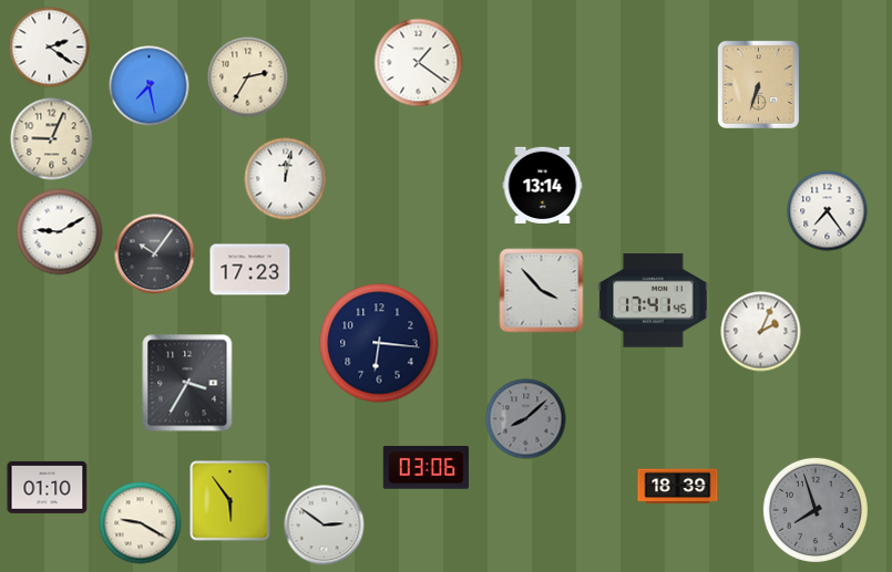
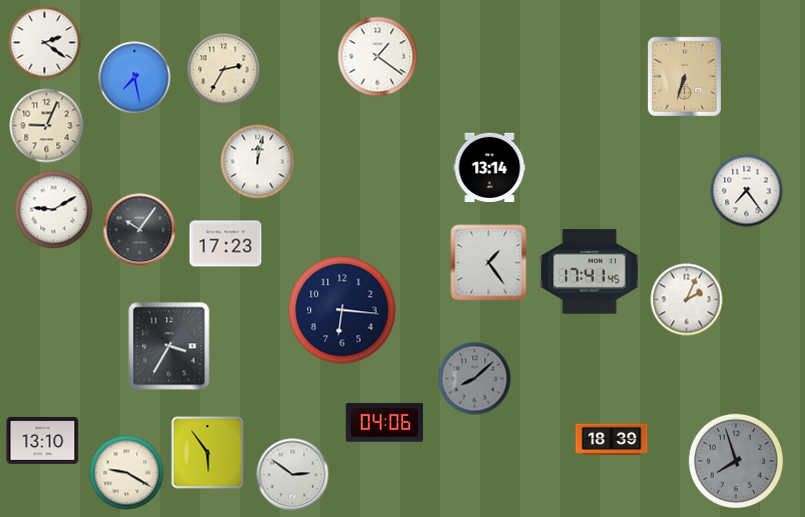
clock at (542, 291): 3:53 -> 1:24
clock at (426, 468): 03:06 -> 04:06
clock at (48, 487): 01:10 -> 13:10
